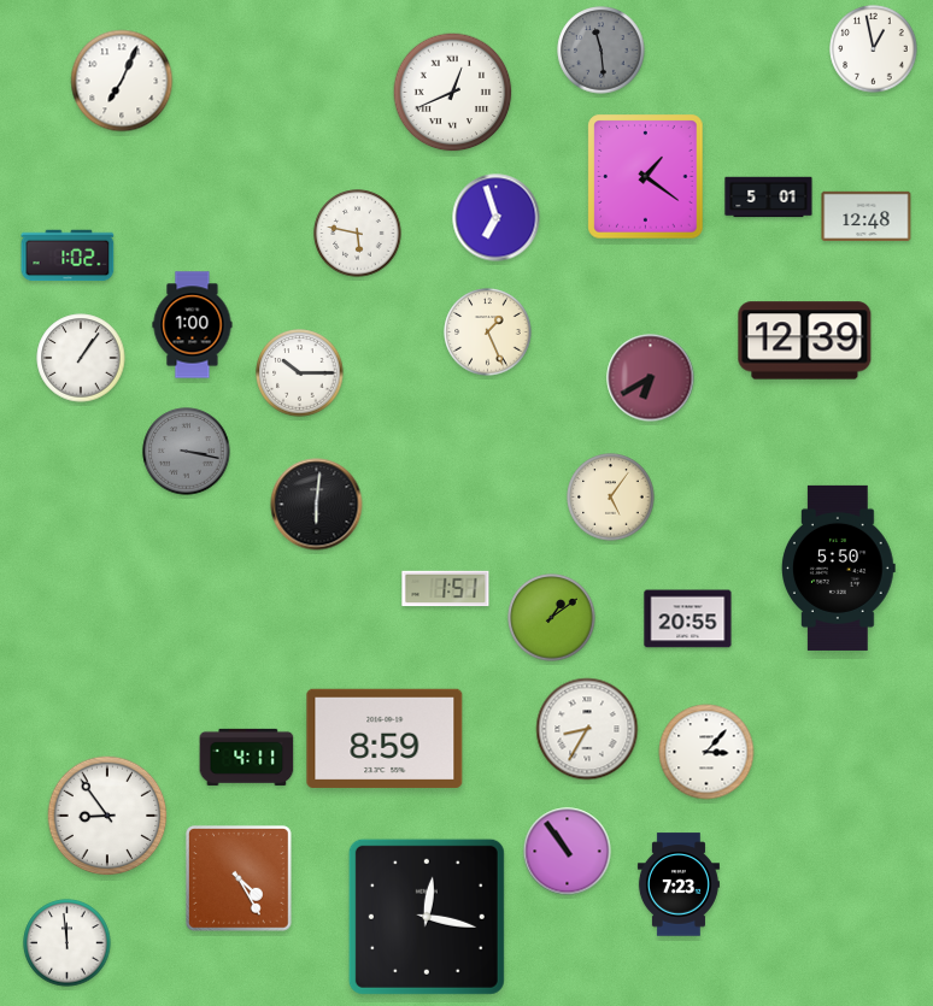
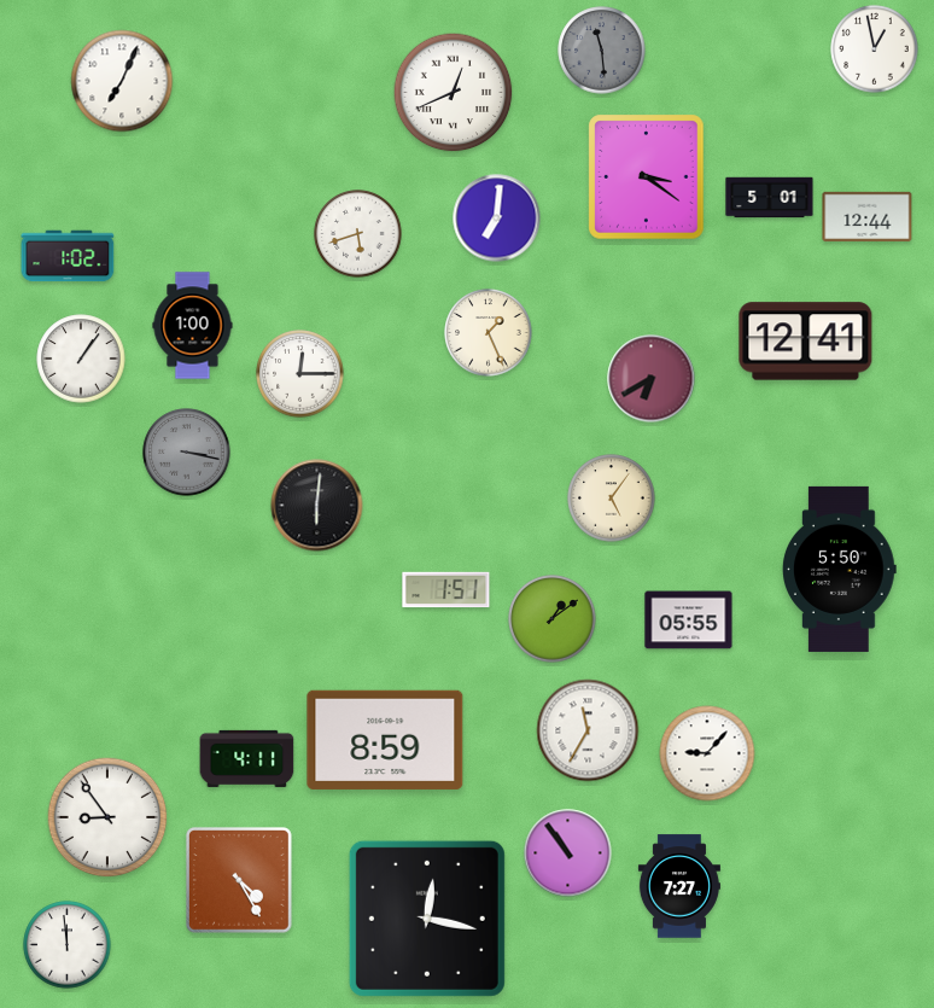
clock at (646, 177): 1:21 -> 3:21
clock at (867, 216): 12:48 -> 12:44
clock at (497, 218): 6:57 -> 7:01
clock at (358, 234): 5:47 -> 5:42
clock at (805, 341): 12:39 -> 12:41
clock at (300, 373): 10:15 -> 12:15
clock at (688, 619): 20:55 -> 05:55
clock at (587, 729): 8:35 -> 11:35
clock at (706, 752): 3:07 -> 9:07
clock at (679, 884): 7:23 -> 7:27
